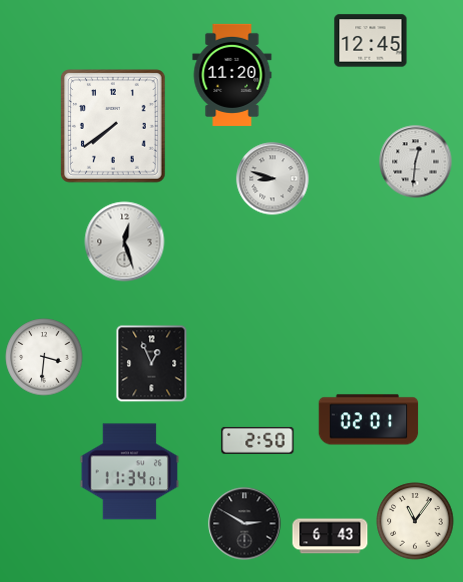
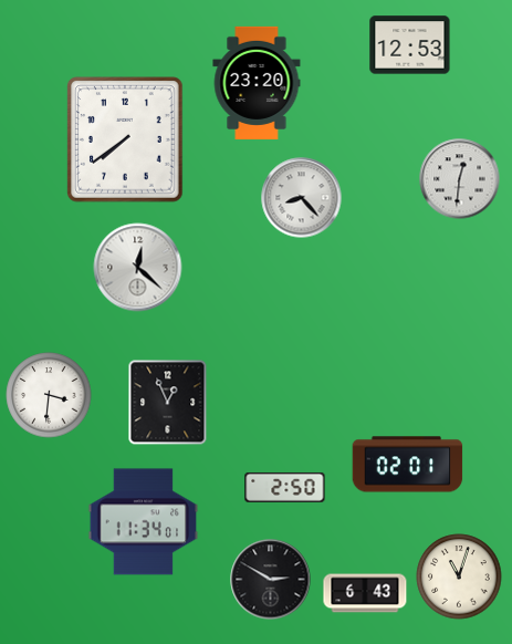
clock at (371, 41): 12:45 -> 12:53
clock at (232, 75): 11:20 -> 23:20
clock at (273, 179): 8:48 -> 8:23
clock at (125, 242): 12:27 -> 12:22
clock at (415, 521): 11:06 -> 11:03
